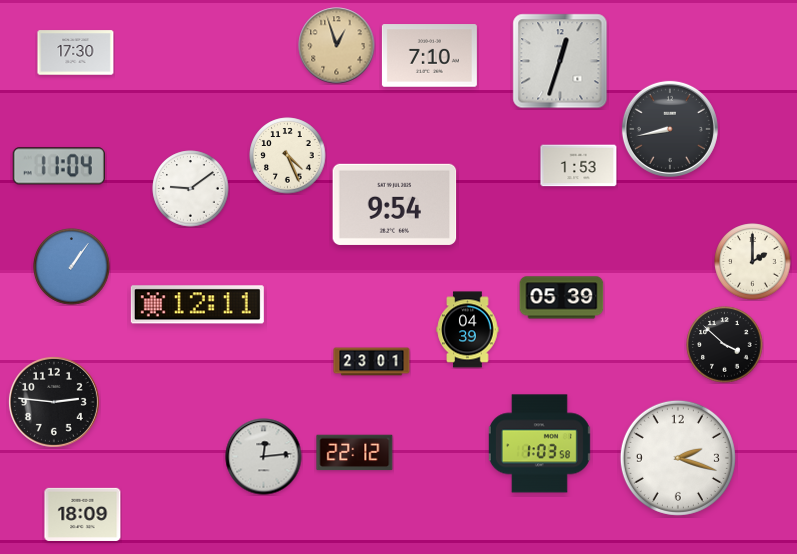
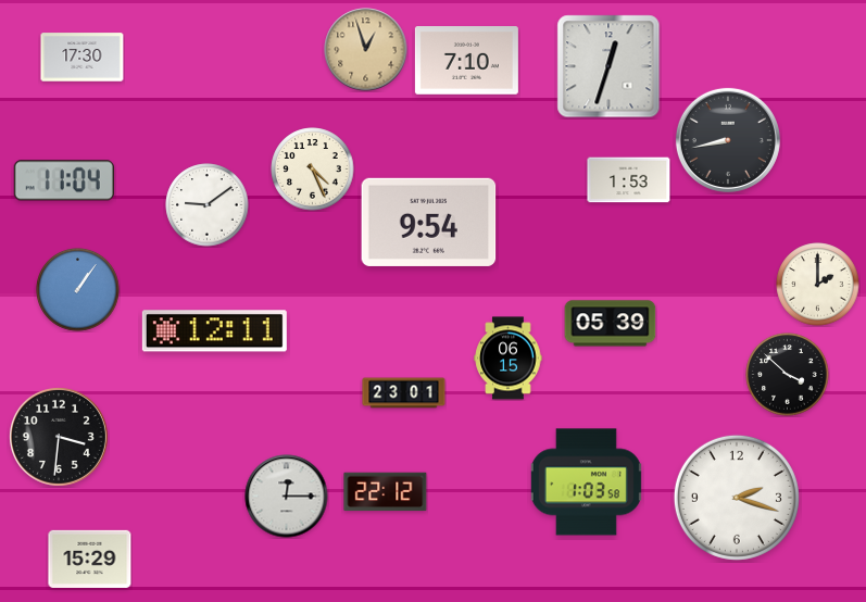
clock at (468, 330): 04:39 -> 06:15
clock at (54, 402): 2:46 -> 3:31
clock at (264, 457): 12:14 -> 12:15
clock at (83, 514): 18:09 -> 15:29
